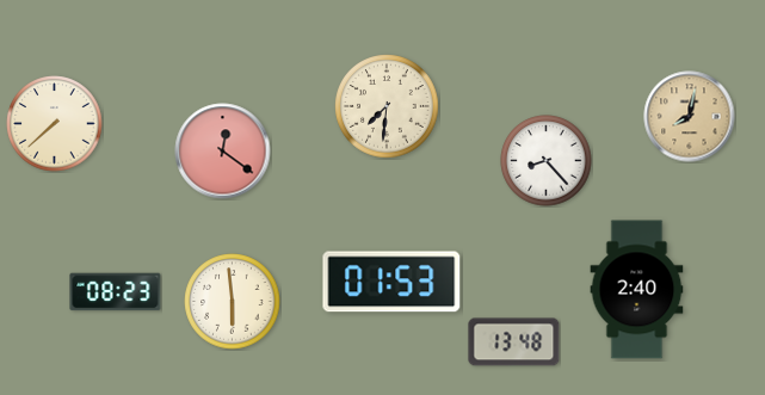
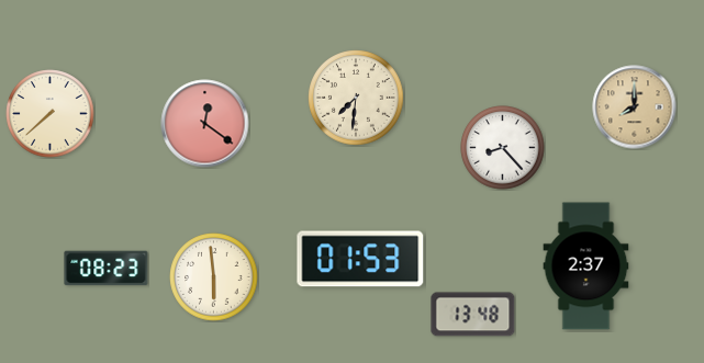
clock at (690, 117): 8:02 -> 8:00
clock at (223, 152) position: (223, 152) -> (205, 124)
clock at (637, 290): 2:40 -> 2:37
